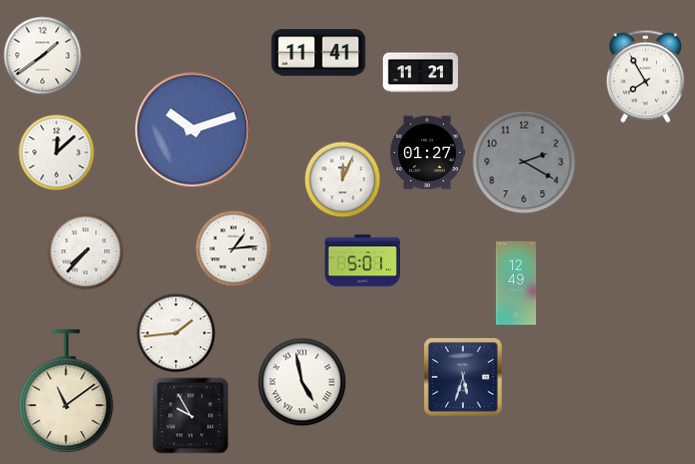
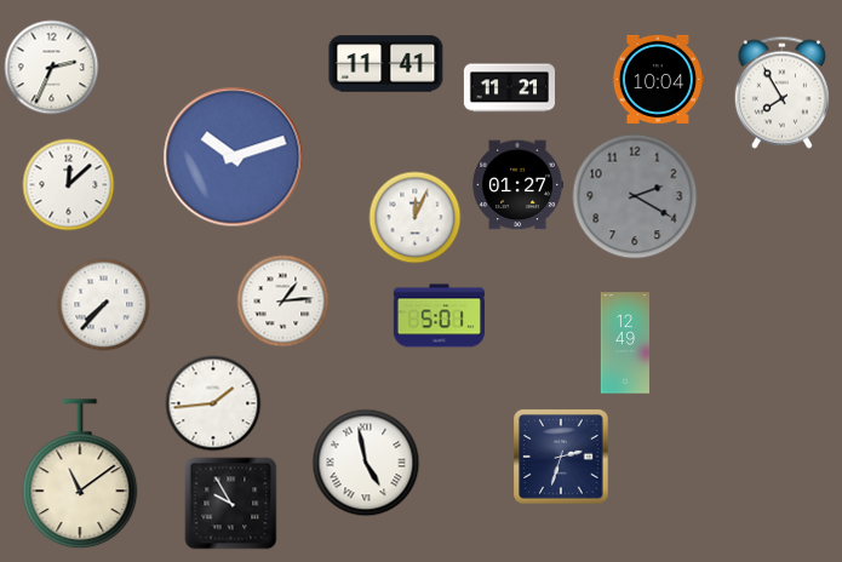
clock at (43, 56): 1:39 -> 2:34
clock at (658, 79): none -> 10:04
clock at (463, 377): 5:33 -> 2:33
